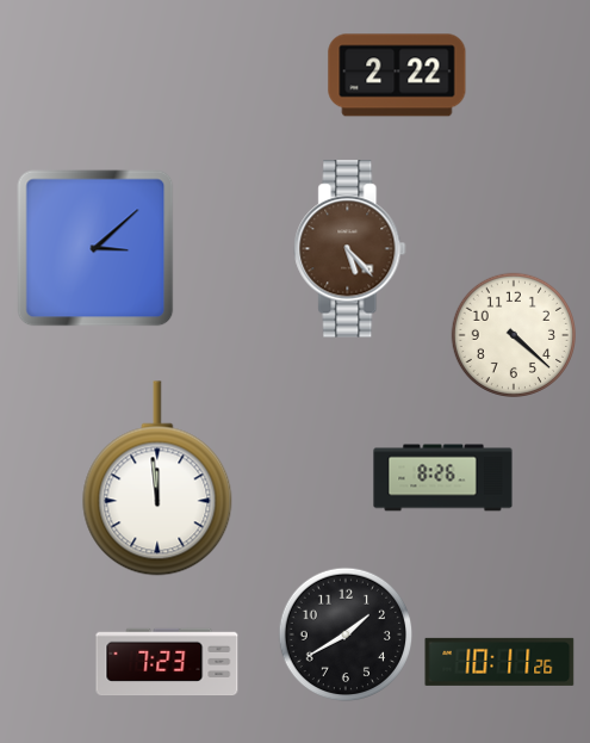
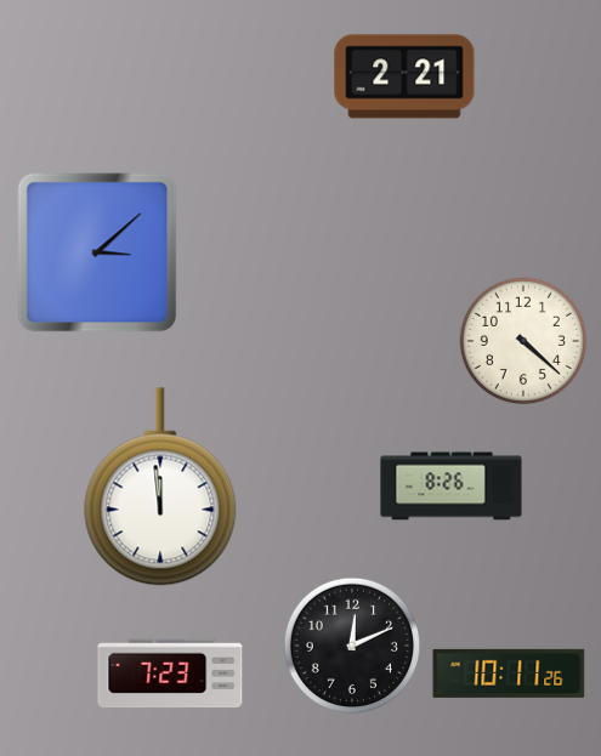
clock at (397, 75): 2:22 -> 2:21
clock at (350, 249): 5:23 -> none
clock at (346, 634): 1:40 -> 12:11
